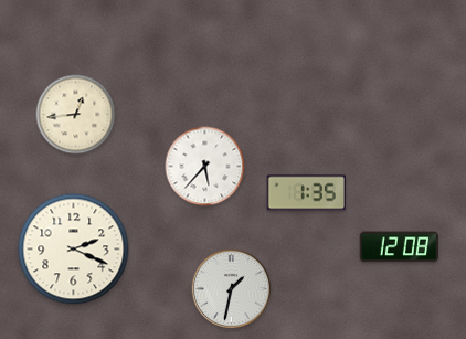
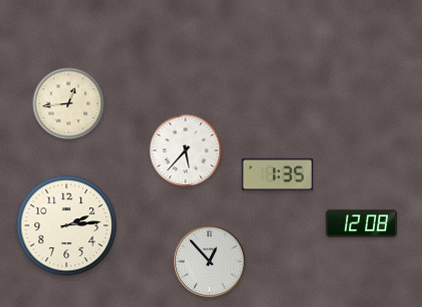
clock at (74, 250): 2:19 -> 2:14
clock at (232, 289): 1:32 -> 12:53
